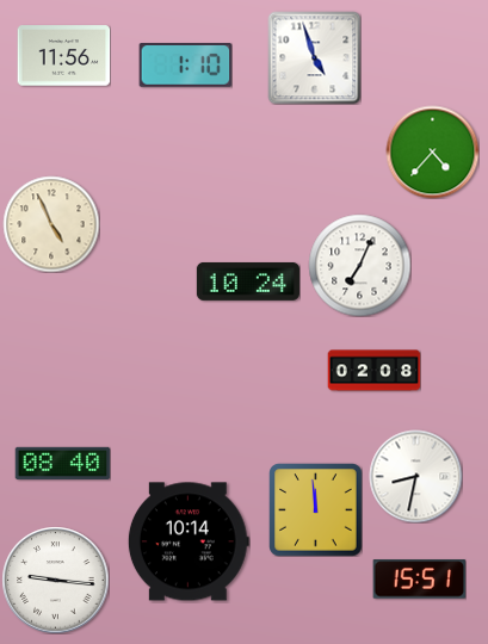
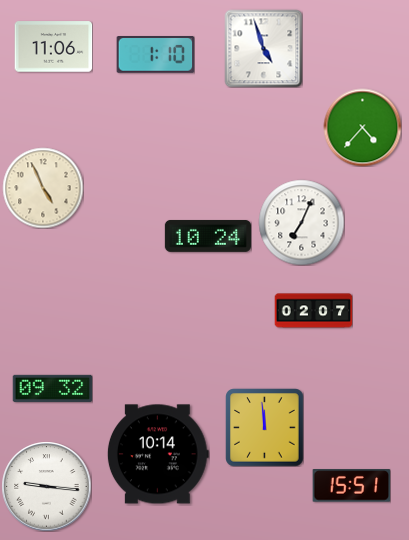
clock at (63, 56): 11:56 -> 11:06
clock at (373, 371): 02:08 -> 02:07
clock at (62, 463): 08:40 -> 09:32
clock at (415, 476): 8:32 -> none
